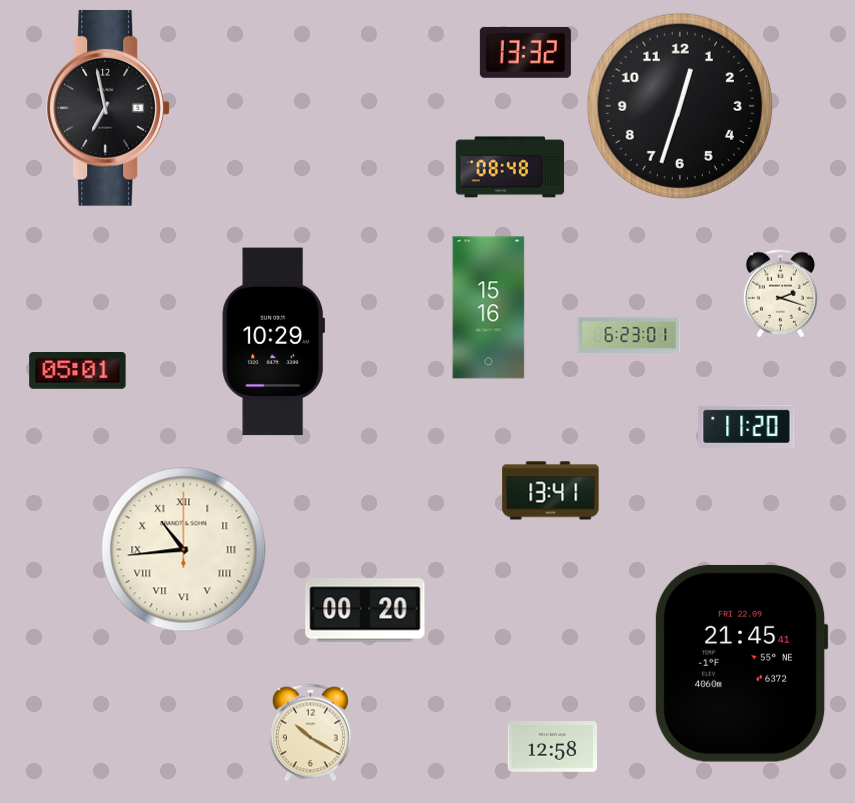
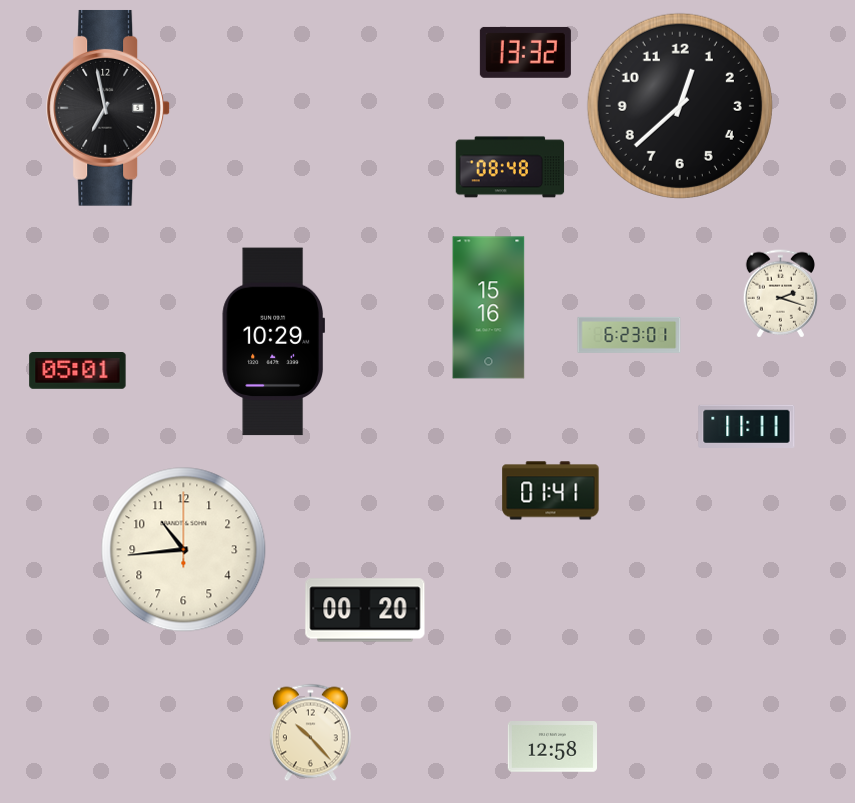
clock at (680, 106): 12:33 -> 12:38
clock at (747, 426): 11:20 -> 11:11
clock at (551, 491): 13:41 -> 01:41
clock at (184, 550) numerals: Roman -> Arabic
clock at (741, 663): 21:45 -> none
clock at (310, 733): 10:20 -> 10:23
